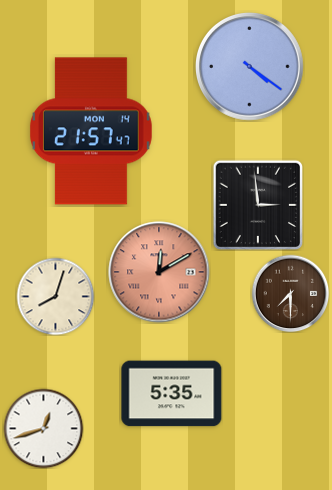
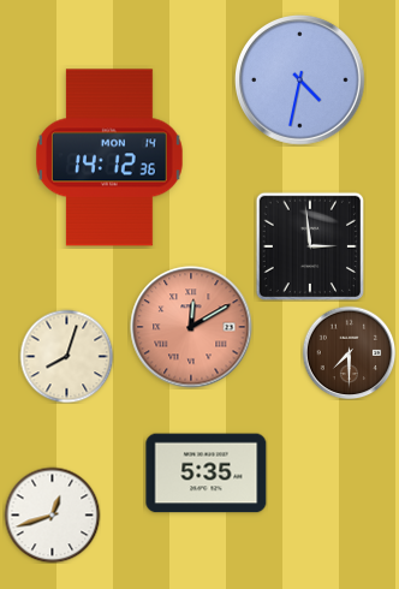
clock at (250, 67): 4:21 -> 4:32
clock at (91, 131): 21:57 -> 14:12
